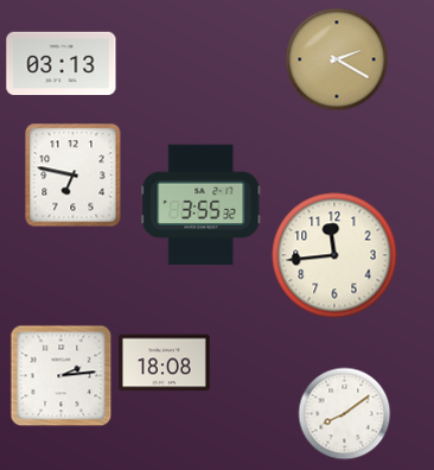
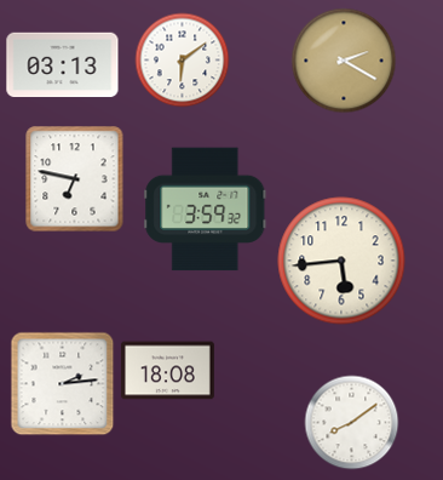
clock at (182, 59): none -> 6:09
clock at (202, 205): 3:55 -> 3:59
clock at (334, 255): 11:44 -> 5:44
